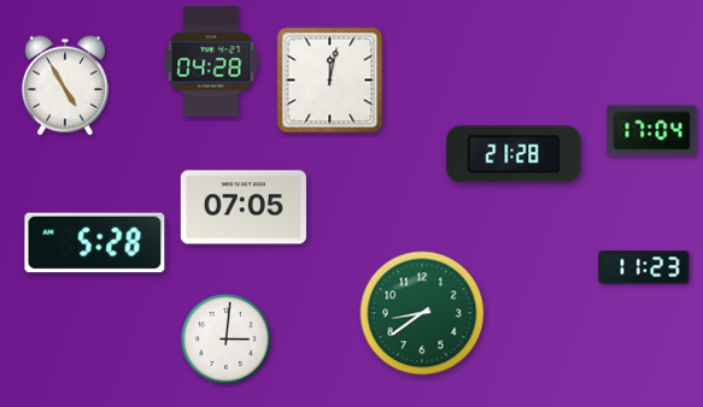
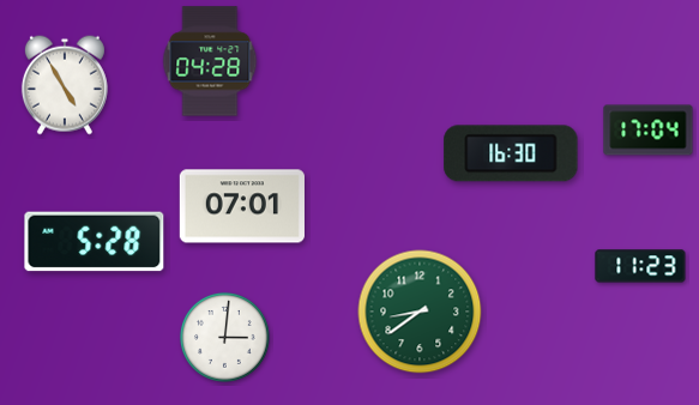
clock at (330, 81): 12:02 -> none
clock at (514, 154): 21:28 -> 16:30
clock at (244, 207): 07:05 -> 07:01
